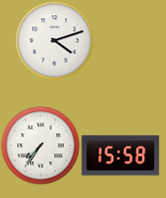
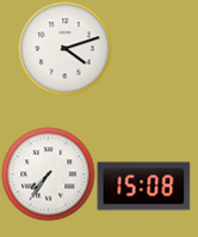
clock at (120, 156): 15:58 -> 15:08
